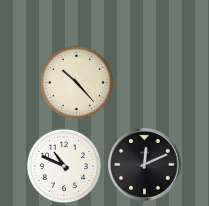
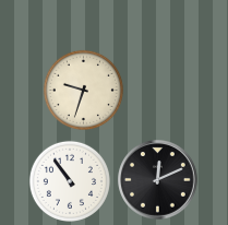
clock at (76, 82): 10:23 -> 9:33
clock at (64, 166): 10:49 -> 10:54
